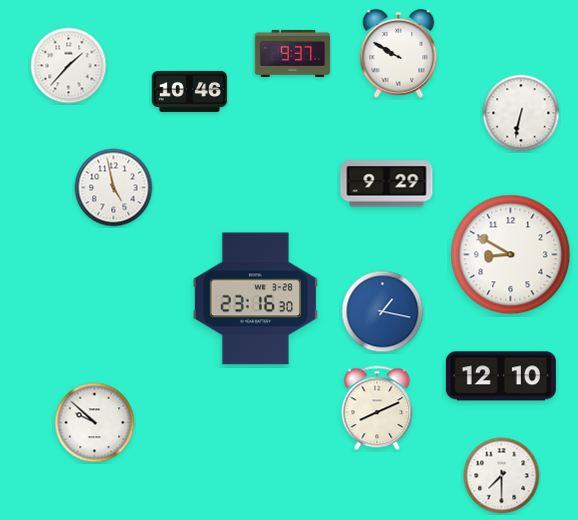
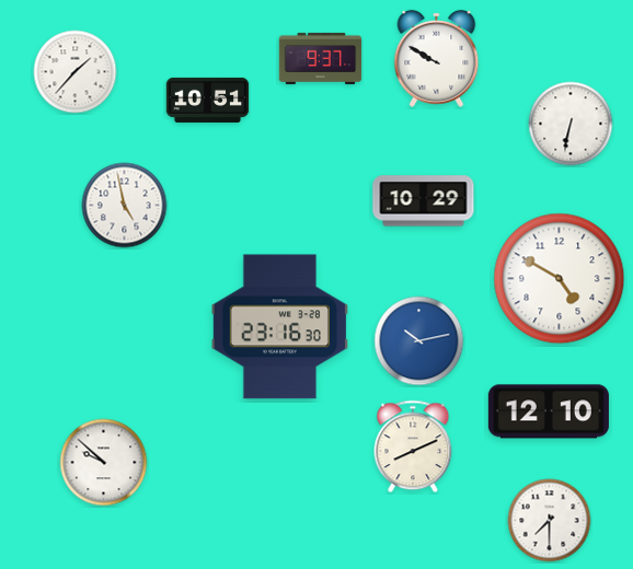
clock at (190, 91): 10:46 -> 10:51
clock at (387, 184): 9:29 -> 10:29
clock at (511, 255): 8:50 -> 4:50
clock at (383, 312): 1:17 -> 10:13
